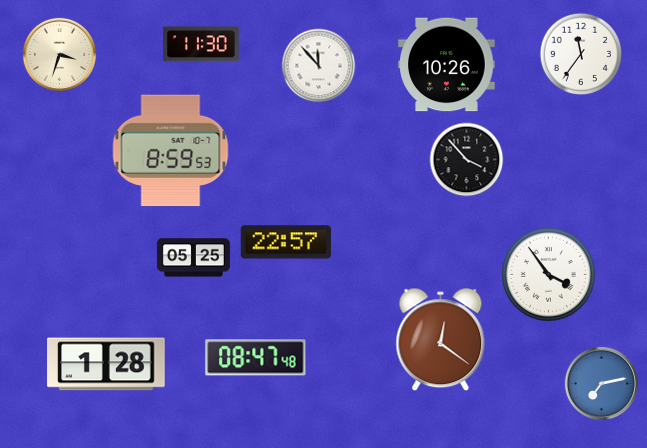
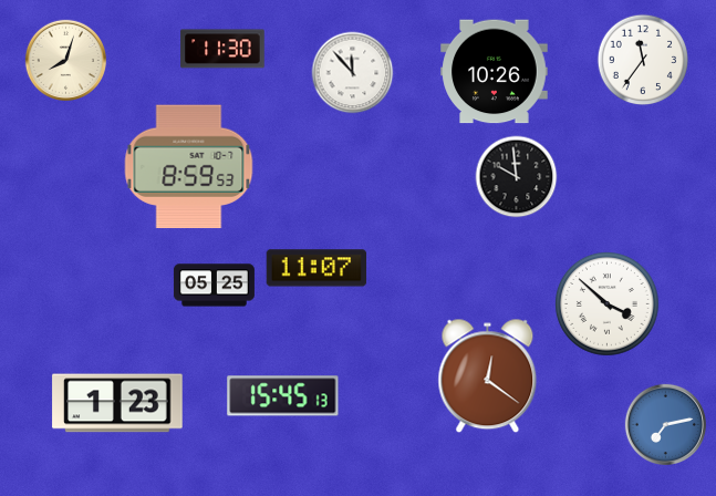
clock at (59, 54): 3:33 -> 8:03
clock at (467, 160): 3:53 -> 9:59
clock at (286, 242): 22:57 -> 11:07
clock at (549, 275): 3:54 -> 3:52
clock at (256, 358): 08:47 -> 15:45
clock at (106, 364): 1:28 -> 1:23
